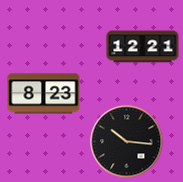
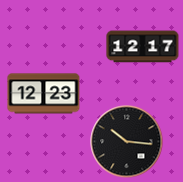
clock at (143, 47): 12:21 -> 12:17
clock at (44, 94): 8:23 -> 12:23
